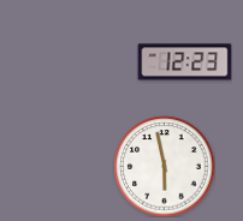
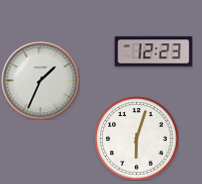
clock at (40, 80): none -> 1:34
clock at (164, 166): 5:58 -> 6:03
